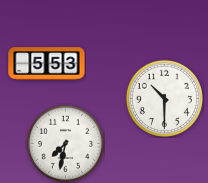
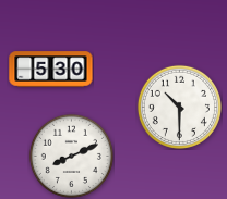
clock at (47, 64): 5:53 -> 5:30
clock at (65, 143): 7:32 -> 8:11
